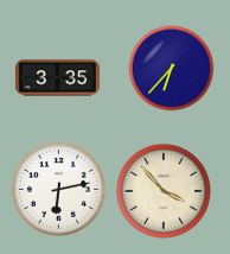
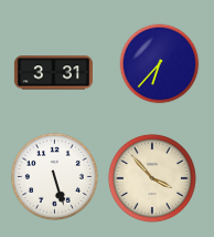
clock at (57, 78): 3:35 -> 3:31
clock at (58, 189): 6:13 -> 5:27
